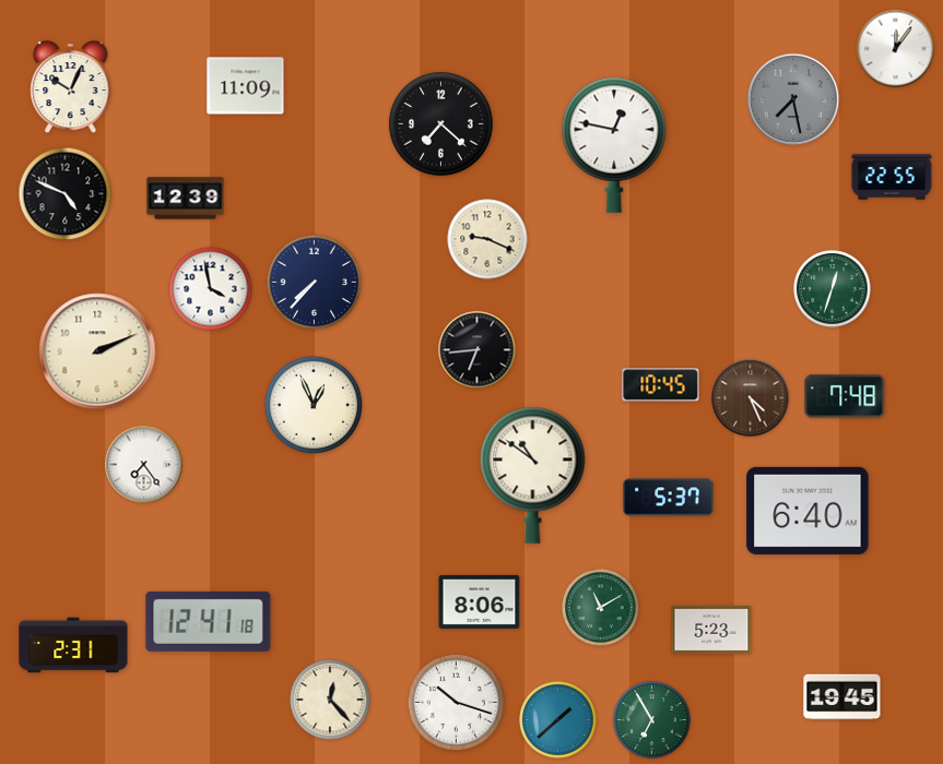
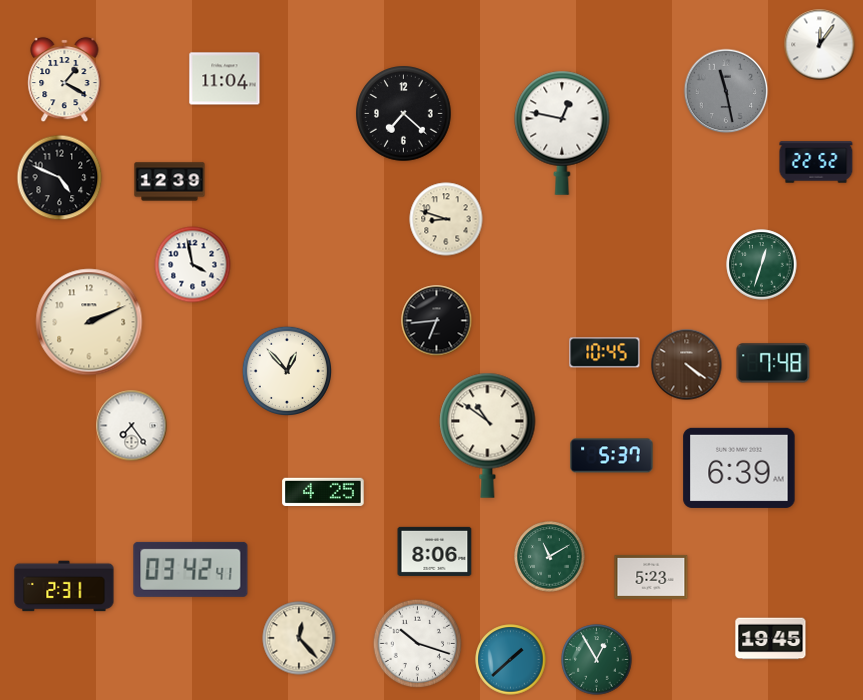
clock at (246, 86): 11:09 -> 11:04
clock at (71, 87): 10:04 -> 1:20
clock at (793, 99): 7:28 -> 11:28
clock at (892, 177): 22:55 -> 22:52
clock at (487, 239): 9:19 -> 8:48
clock at (315, 283): 7:37 -> none
clock at (751, 398): 4:26 -> 4:21
clock at (313, 404): 12:56 -> 12:53
clock at (808, 511): 6:40 -> 6:39
clock at (323, 491): none -> 4:25
clock at (480, 601) position: (480, 601) -> (435, 551)
clock at (209, 621): 12:41 -> 03:42
clock at (73, 645) position: (73, 645) -> (64, 586)
clock at (330, 700) position: (330, 700) -> (299, 638)
clock at (652, 720): 6:55 -> 12:55
